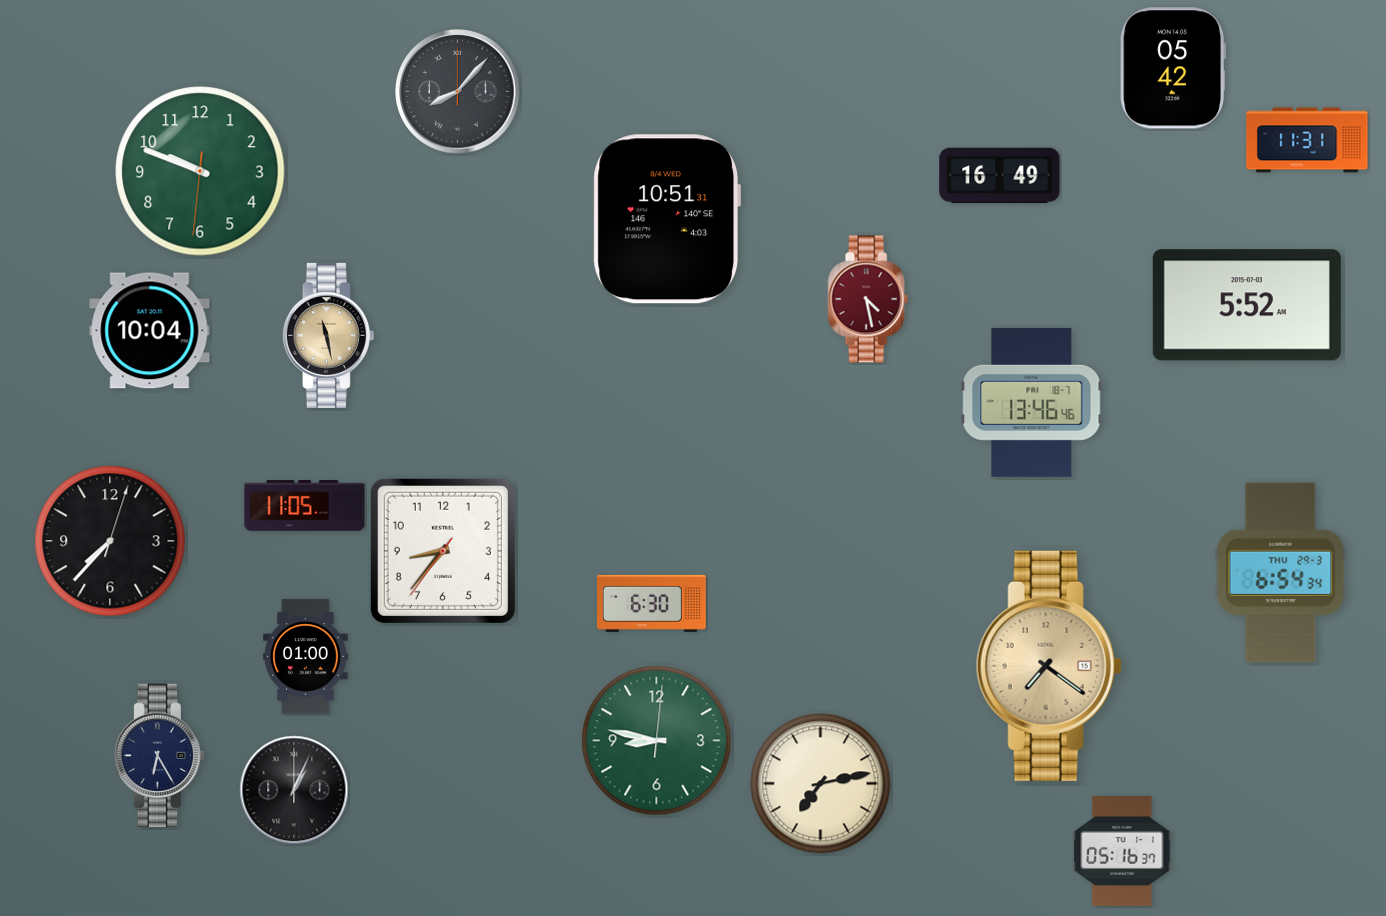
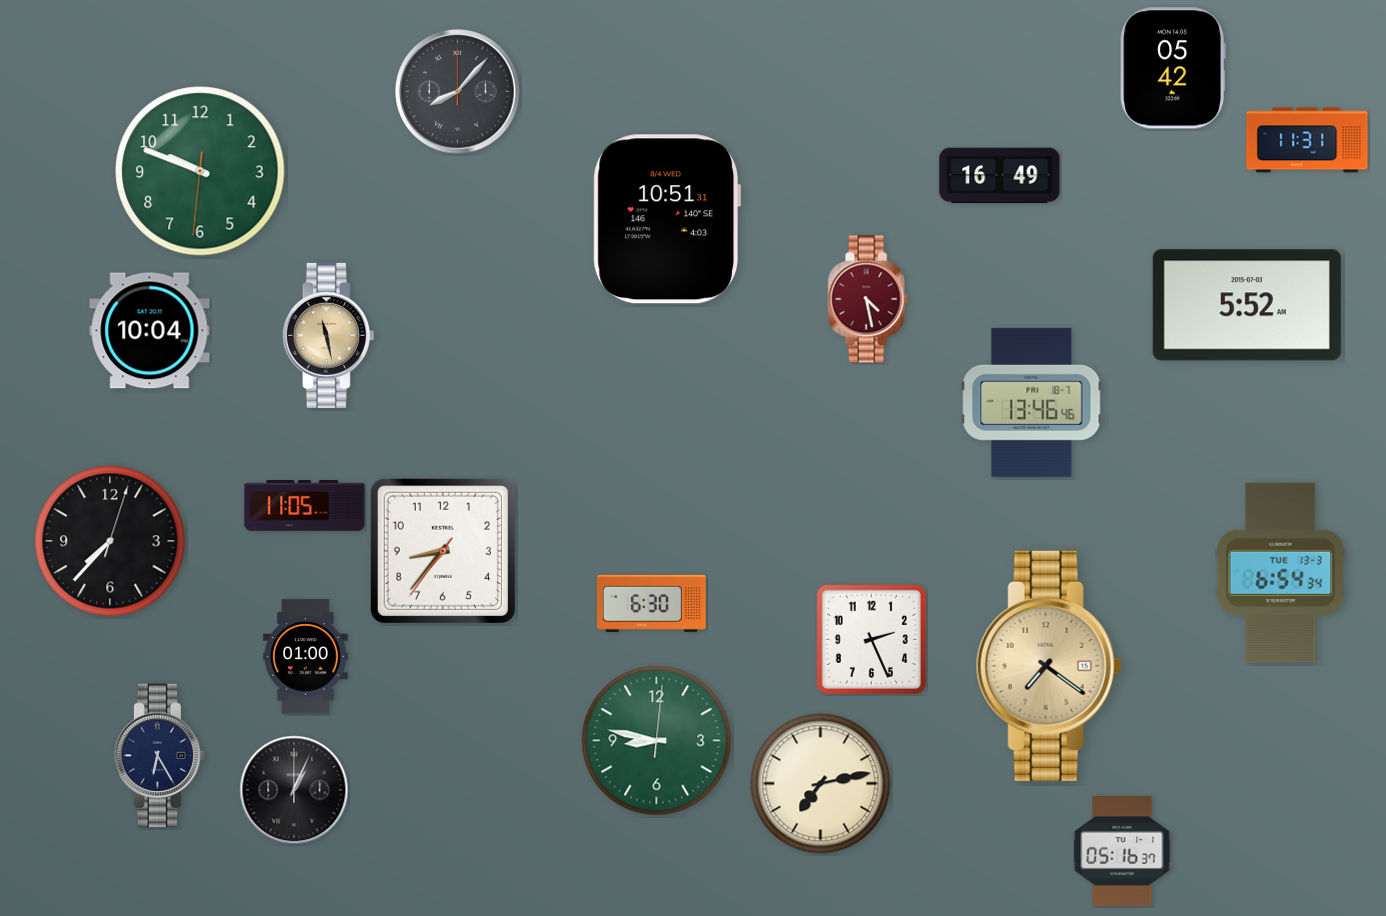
clock at (1281, 573) date: THU 29-3 -> TUE 13-3
clock at (871, 639): none -> 2:26
